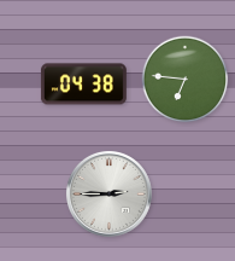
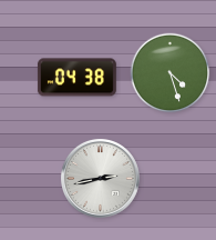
clock at (186, 80): 6:46 -> 4:27
clock at (108, 193): 2:45 -> 2:43
